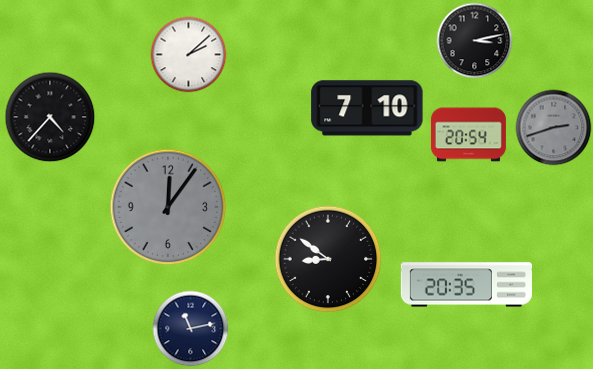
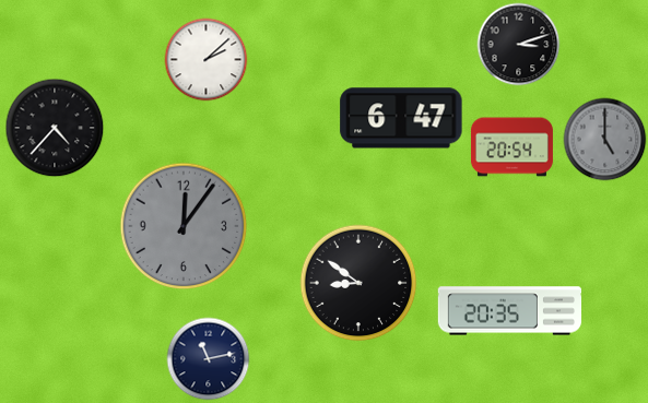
clock at (475, 41): 3:13 -> 3:12
clock at (367, 108): 7:10 -> 6:47
clock at (554, 128): 2:42 -> 5:00
